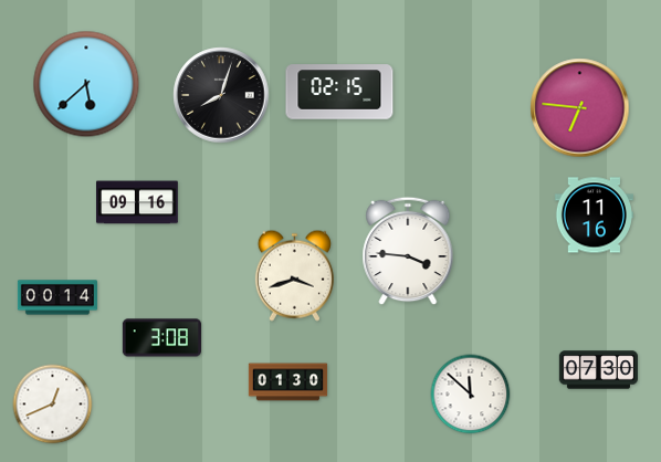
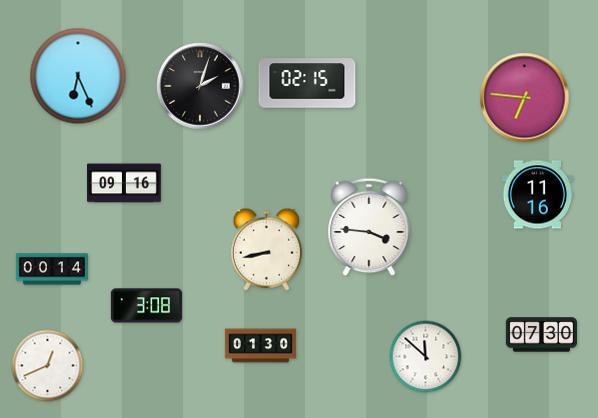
clock at (86, 84): 5:38 -> 6:26
clock at (221, 95): 8:03 -> 2:03
clock at (294, 275): 3:42 -> 8:43
